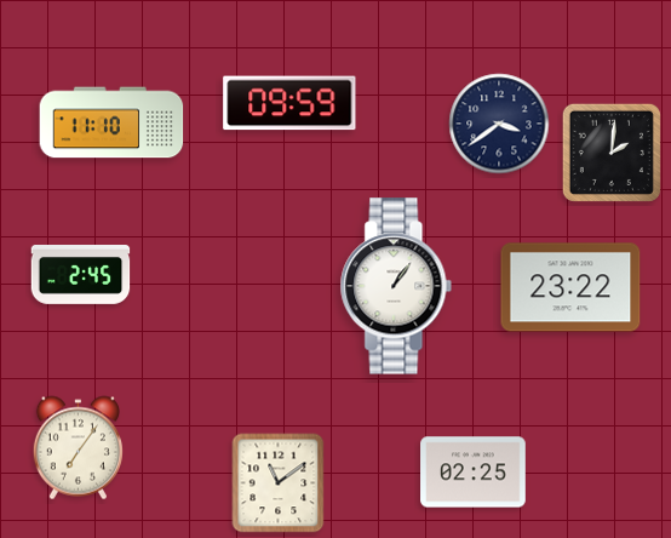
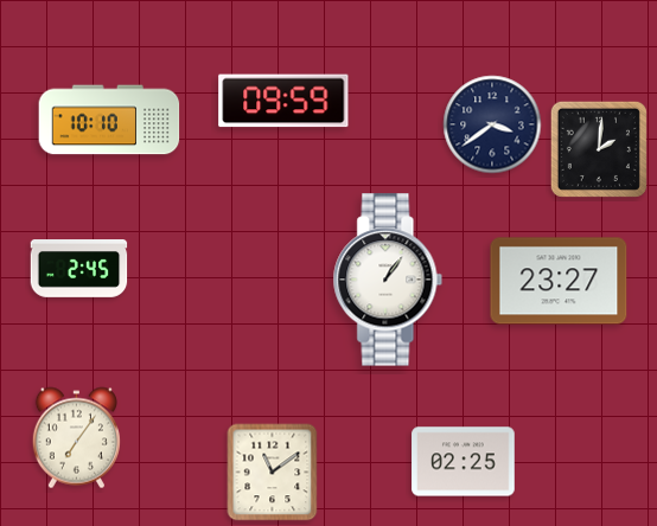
clock at (111, 122): 11:10 -> 10:10
clock at (499, 124) position: (499, 124) -> (492, 124)
clock at (570, 287): 23:22 -> 23:27
